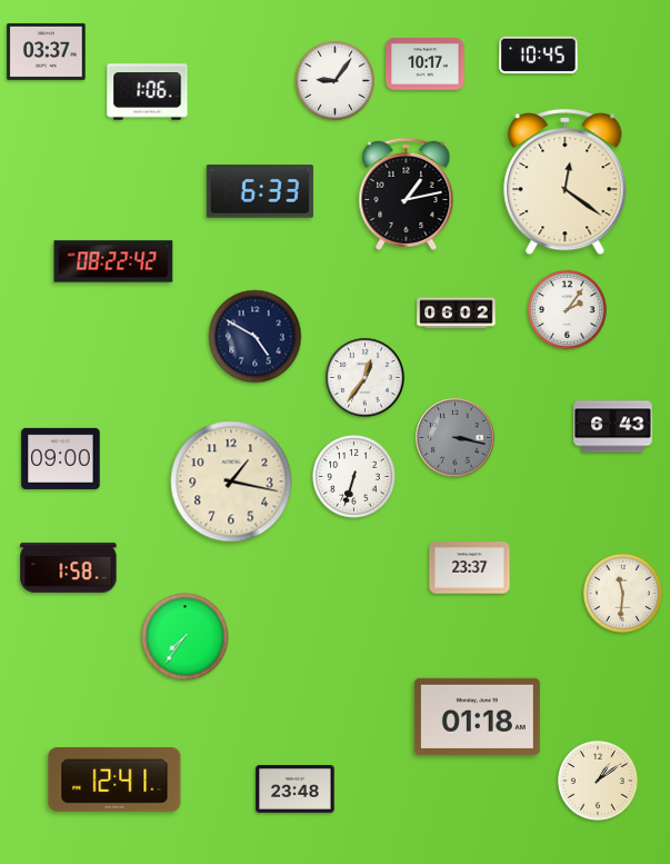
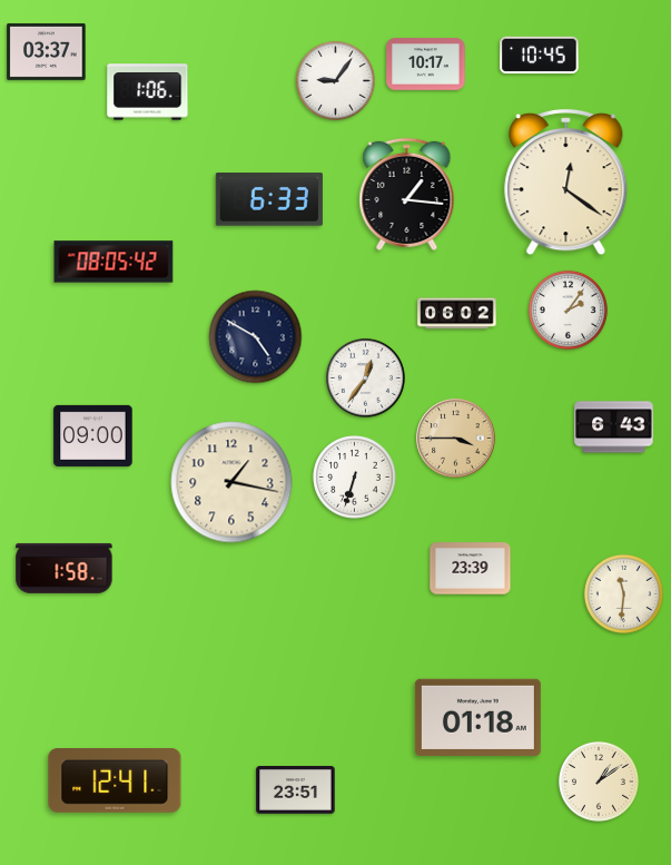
clock at (260, 191) position: (260, 191) -> (269, 199)
clock at (407, 193): 1:13 -> 1:16
clock at (113, 261): 08:22 -> 08:05
clock at (456, 438): 3:17 -> 3:45
clock at (456, 438) dial: grey -> champagne
clock at (61, 458) position: (61, 458) -> (93, 435)
clock at (69, 567) position: (69, 567) -> (65, 568)
clock at (470, 568): 23:37 -> 23:39
clock at (186, 637): 7:36 -> none
clock at (296, 789): 23:48 -> 23:51
